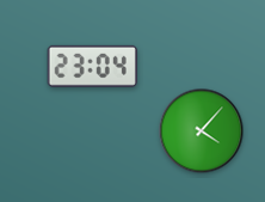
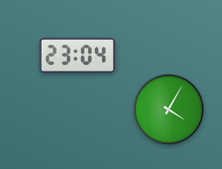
clock at (202, 131): 4:07 -> 4:05
